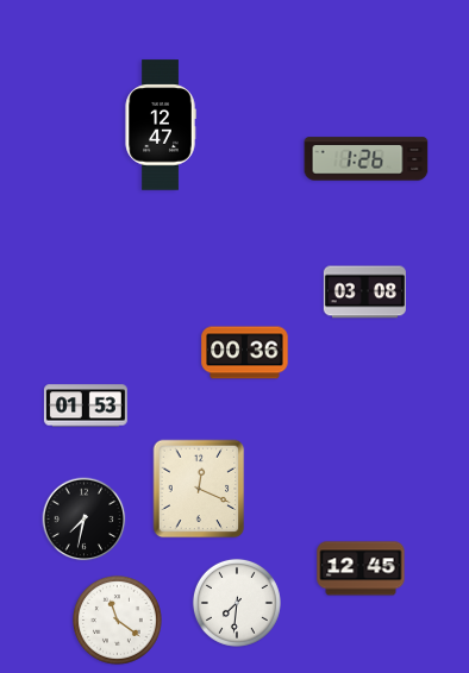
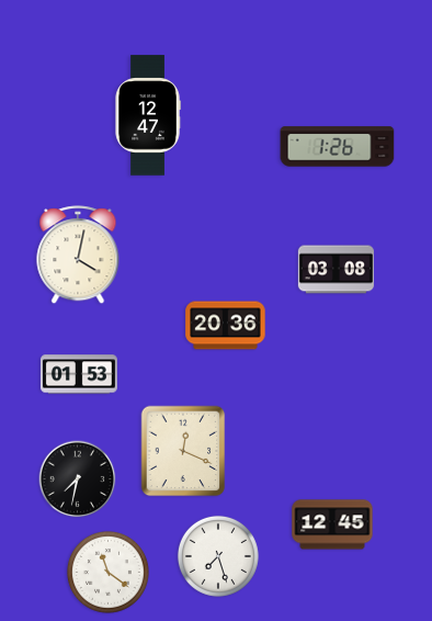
clock at (78, 256): none -> 4:02
clock at (245, 353): 00:36 -> 20:36
clock at (237, 603): 7:31 -> 7:27
